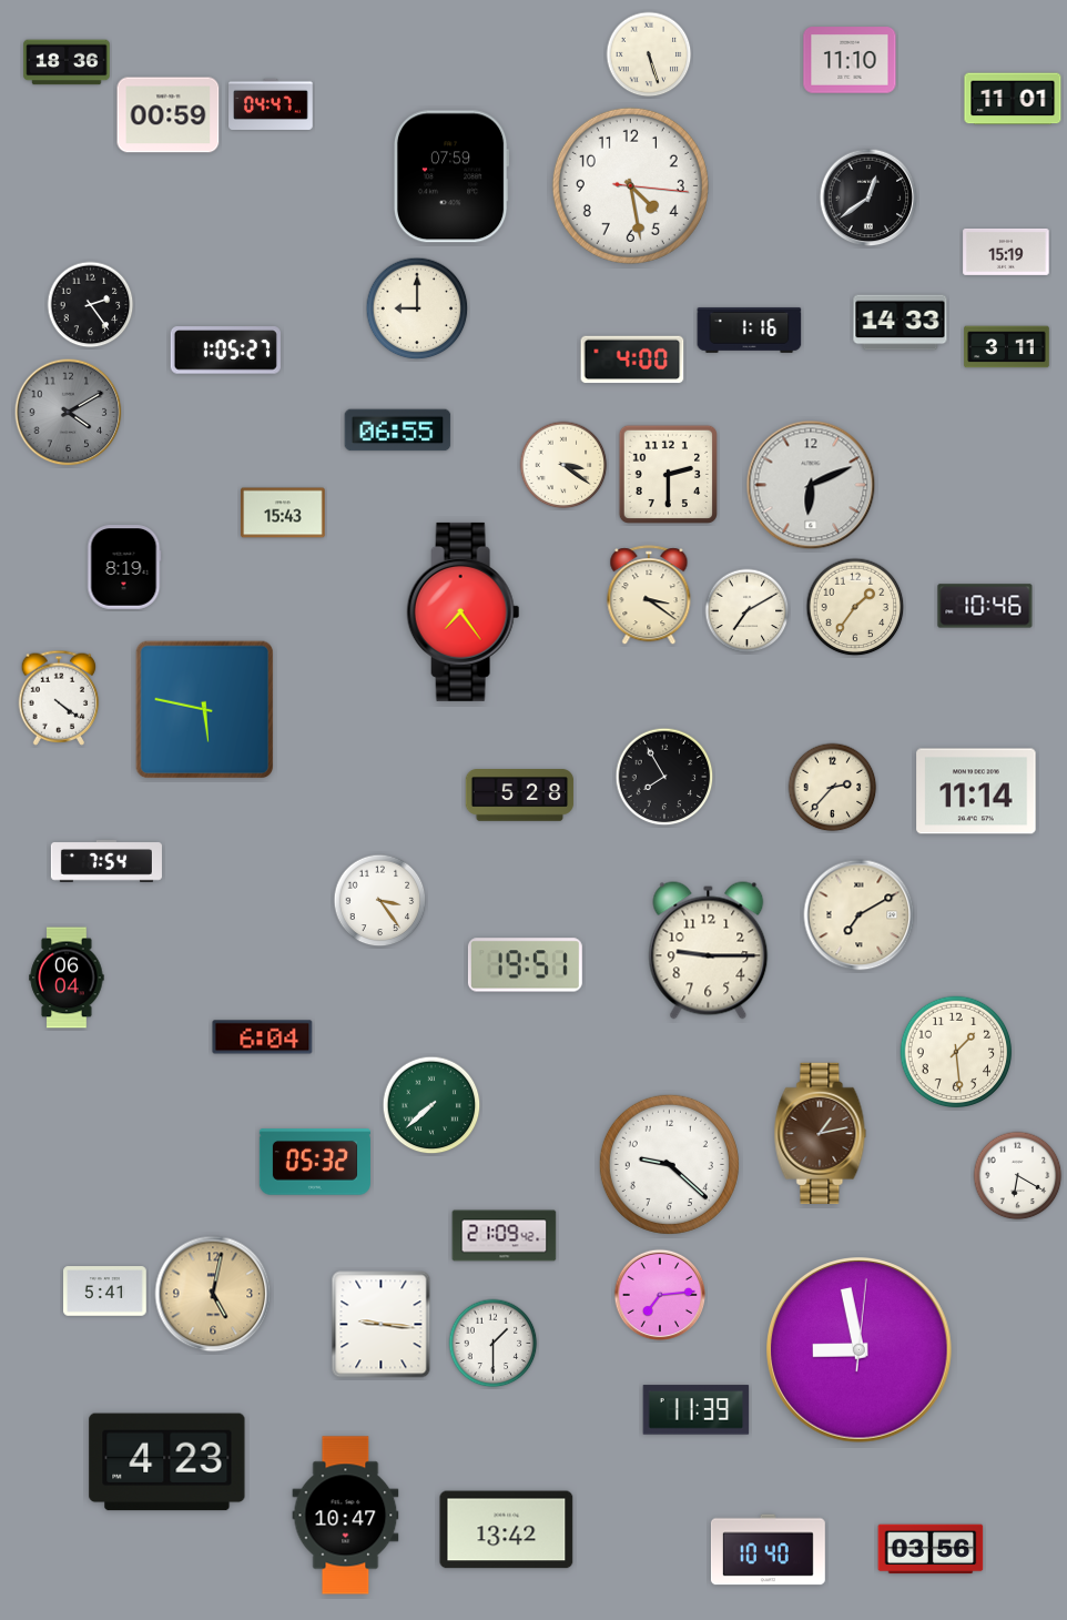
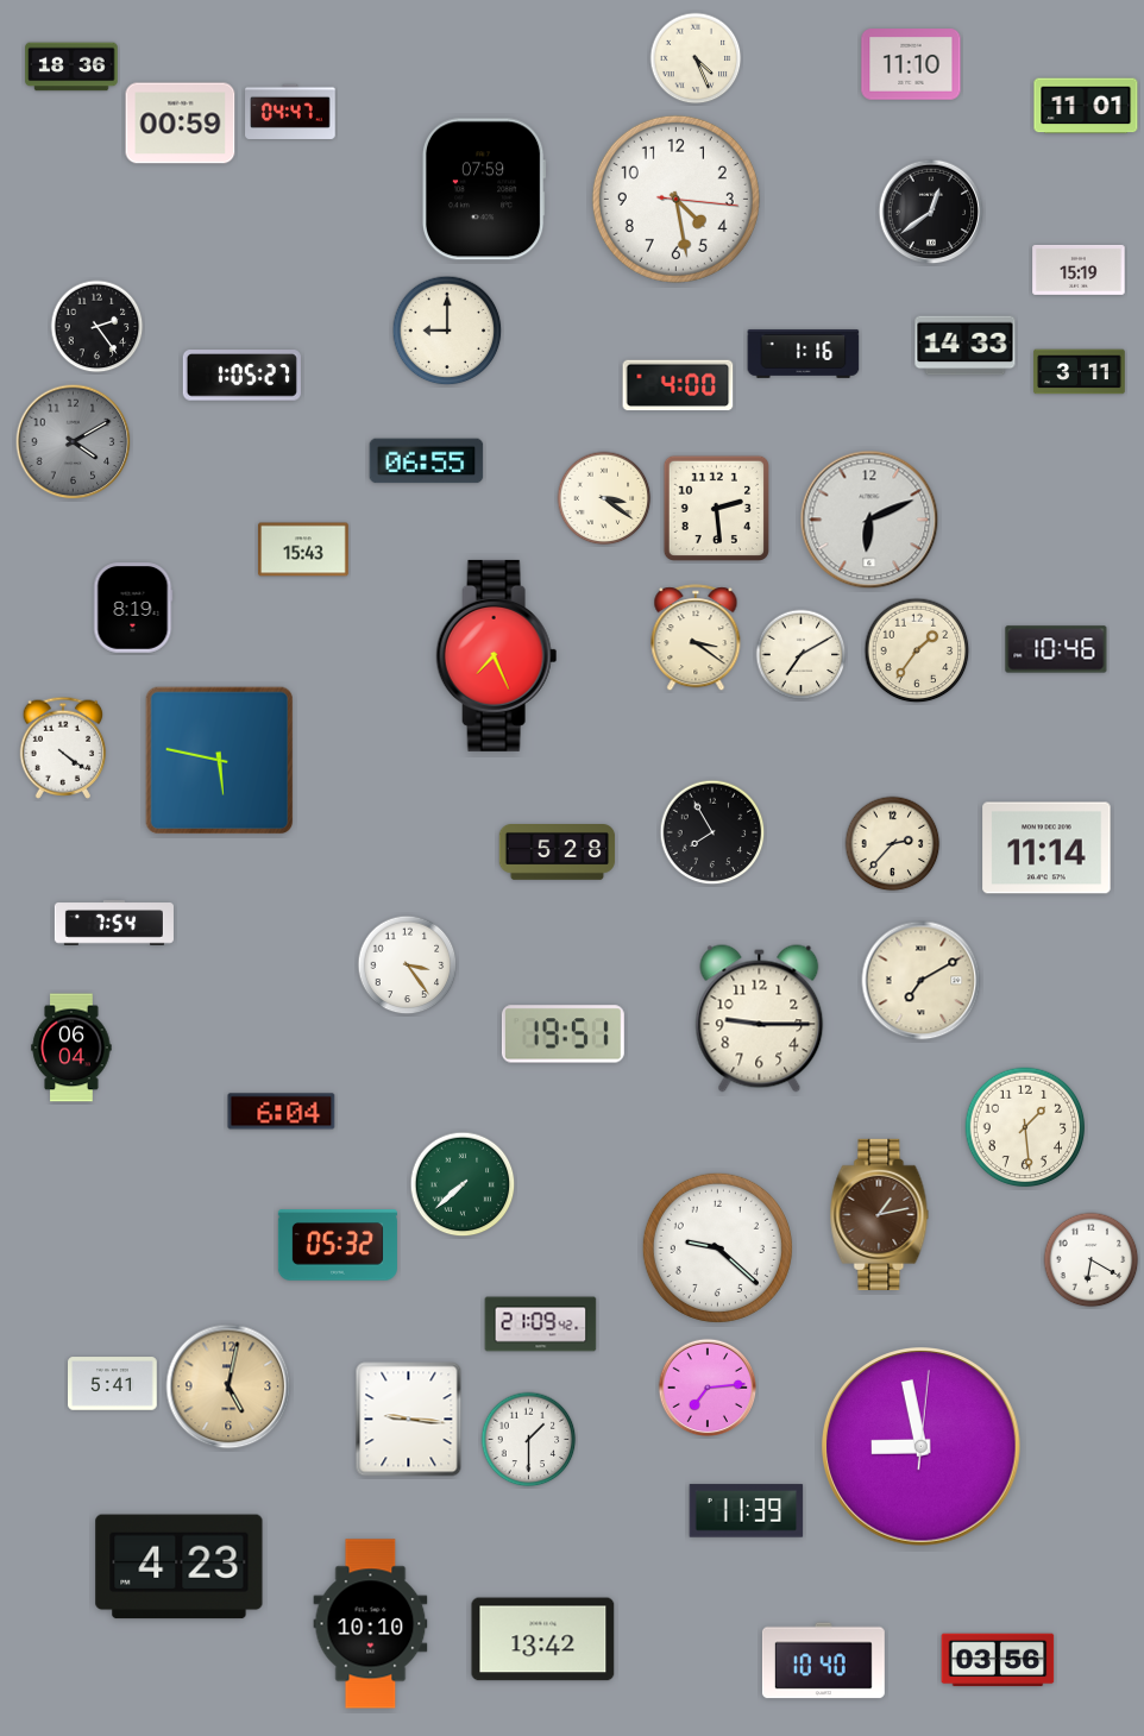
clock at (649, 54): 5:27 -> 4:26
clock at (668, 474): 2:30 -> 2:29
clock at (464, 611): 7:24 -> 7:26
clock at (346, 1516): 10:47 -> 10:10
